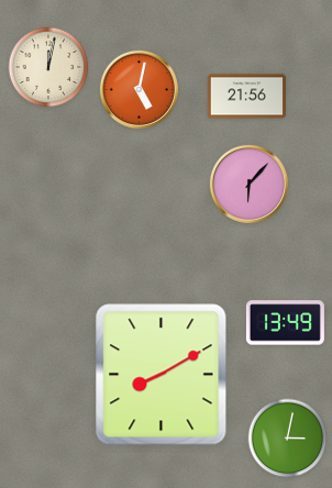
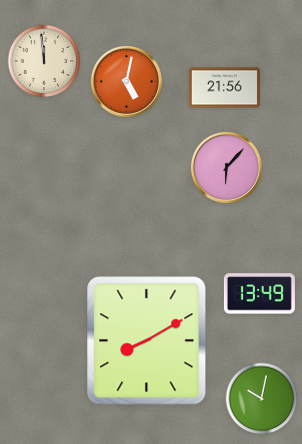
clock at (48, 67): 12:02 -> 11:59
clock at (288, 439): 3:02 -> 10:02
